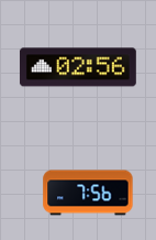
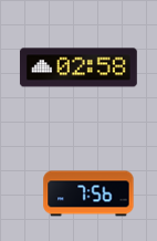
clock at (78, 67): 02:56 -> 02:58
